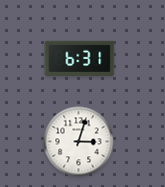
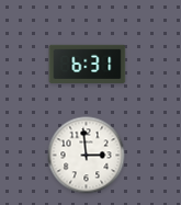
clock at (79, 142): 3:03 -> 2:59
